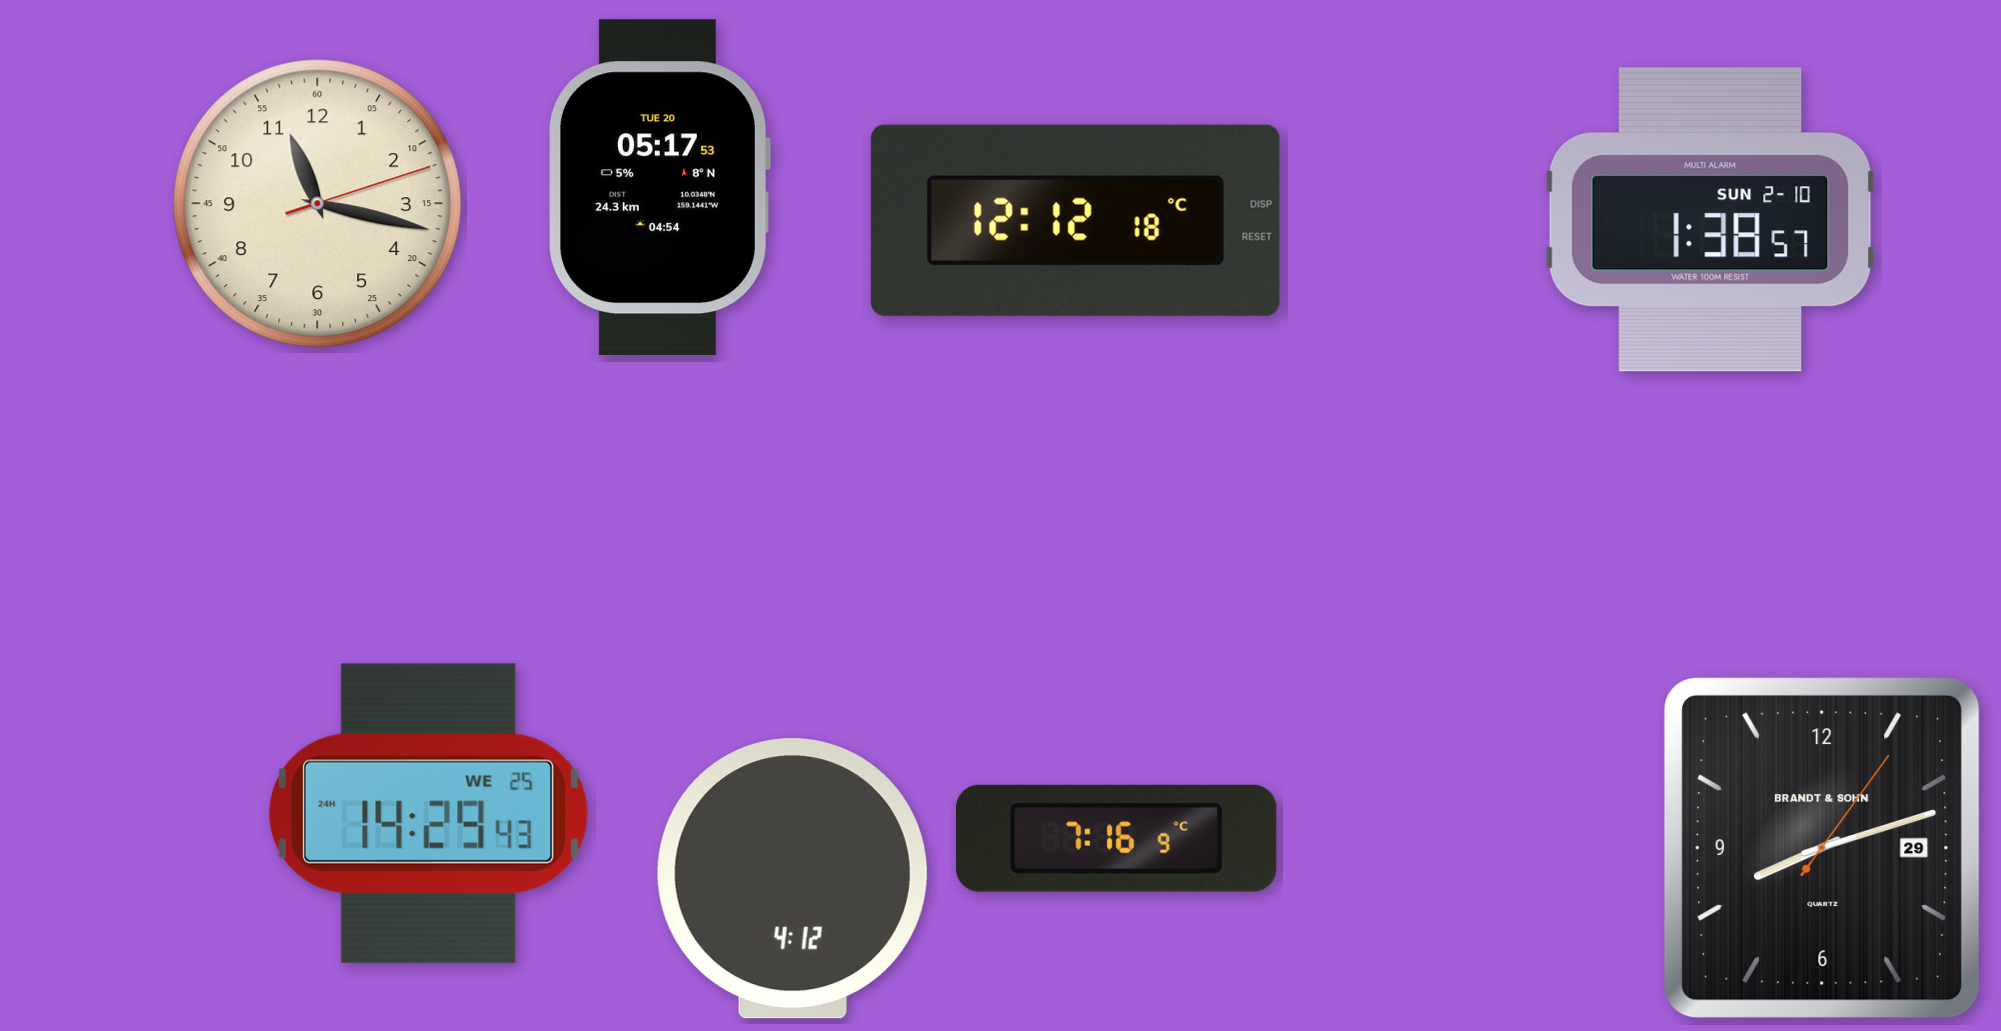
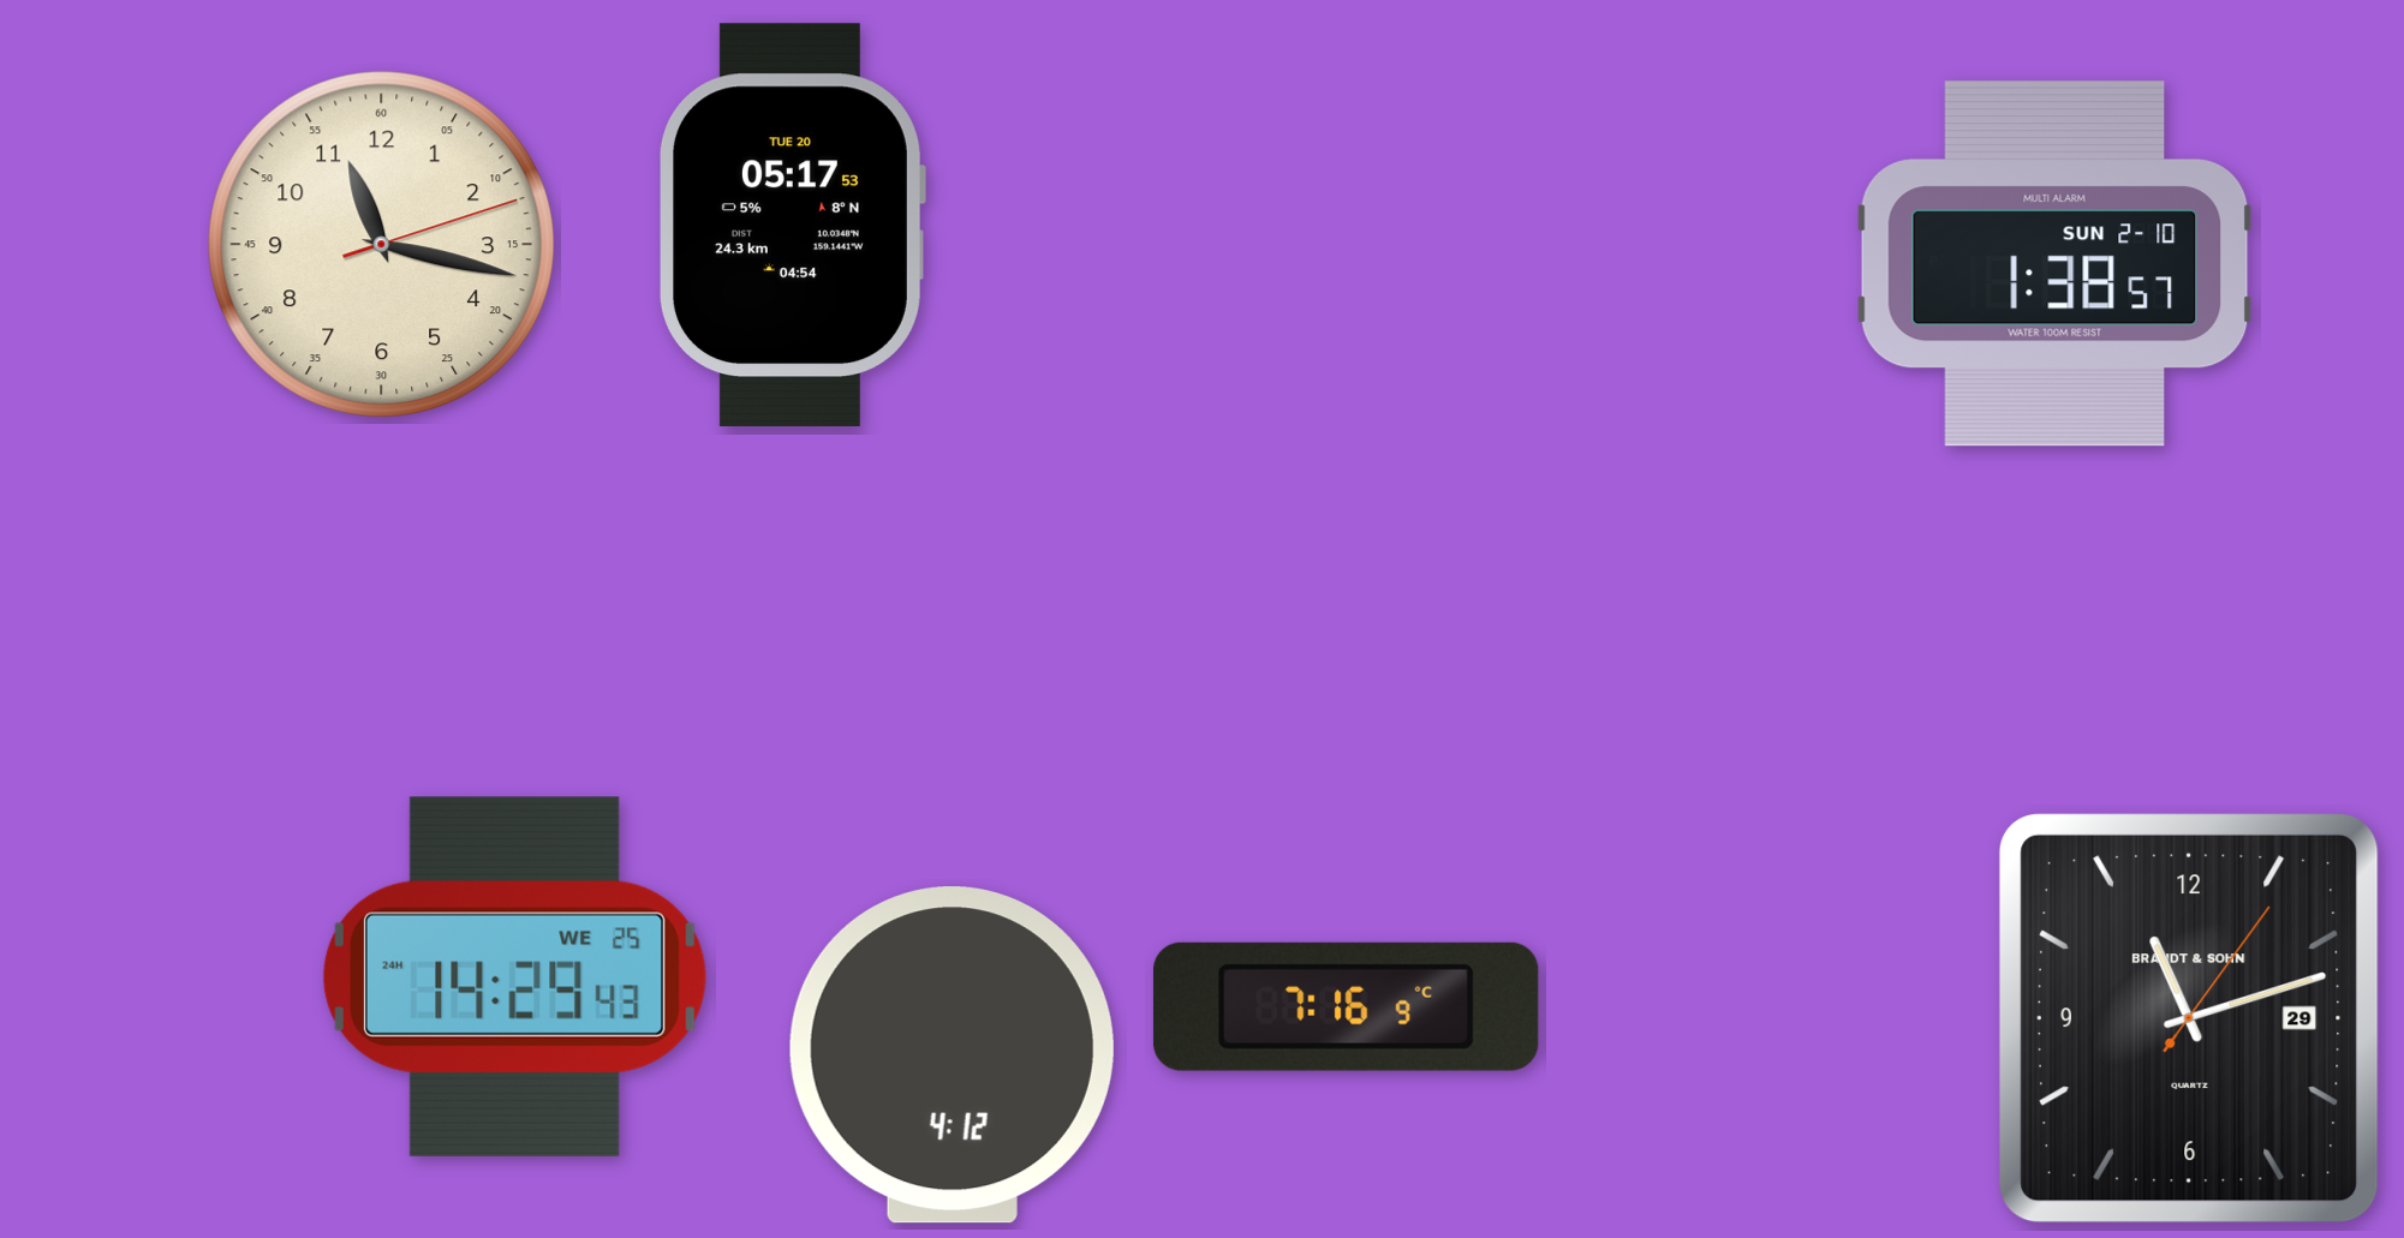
clock at (1075, 220): 12:12 -> none
clock at (1116, 838) position: (1116, 838) -> (1346, 1006)
clock at (1822, 848): 8:12 -> 11:12
